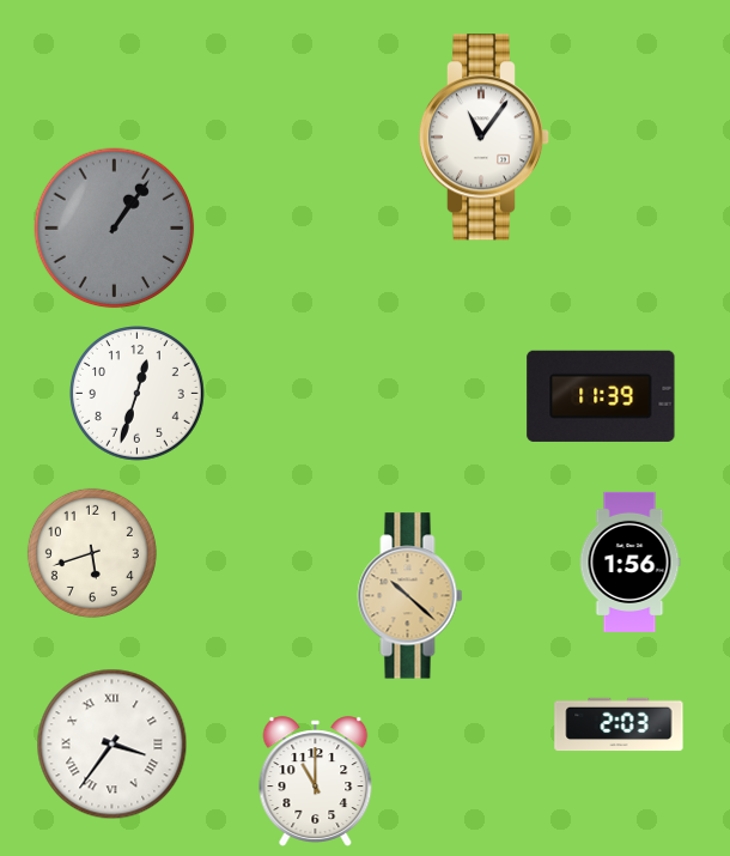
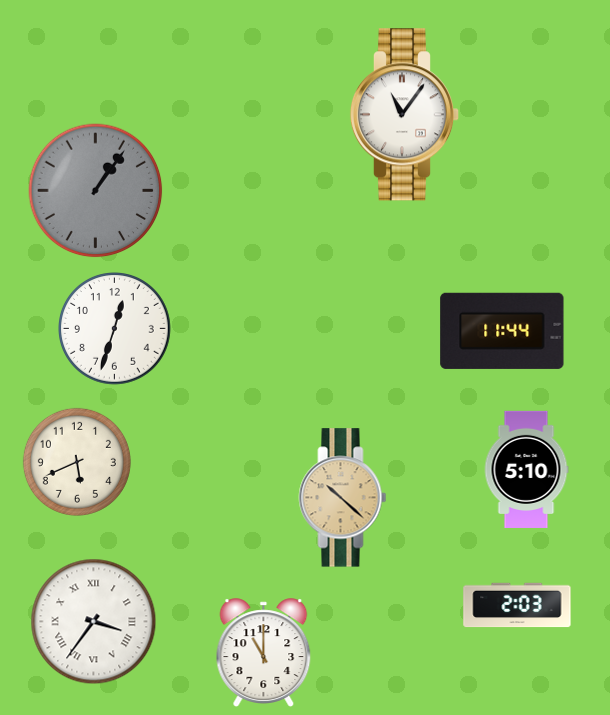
clock at (601, 396): 11:39 -> 11:44
clock at (92, 553): 5:42 -> 5:41
clock at (629, 561): 1:56 -> 5:10
